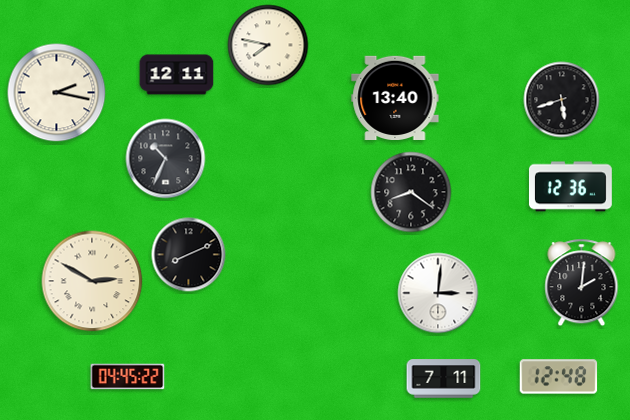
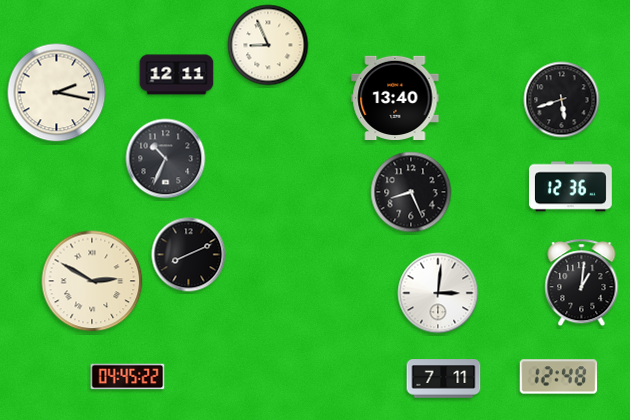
clock at (268, 45): 7:47 -> 8:56
clock at (411, 192): 8:21 -> 8:26
clock at (582, 283): 2:01 -> 1:01
